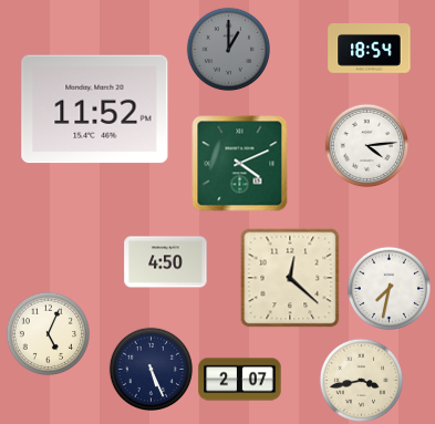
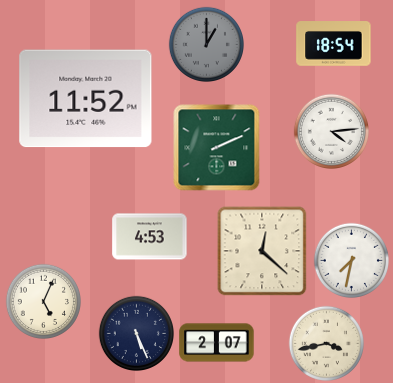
clock at (240, 164): 4:11 -> 2:11
clock at (166, 262): 4:50 -> 4:53
